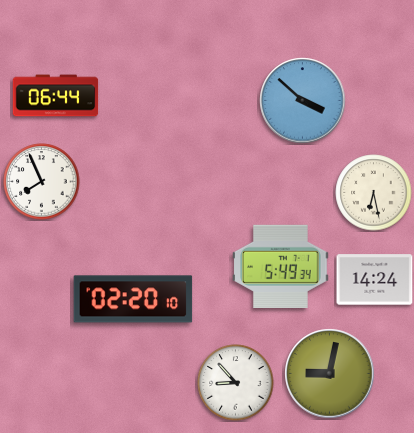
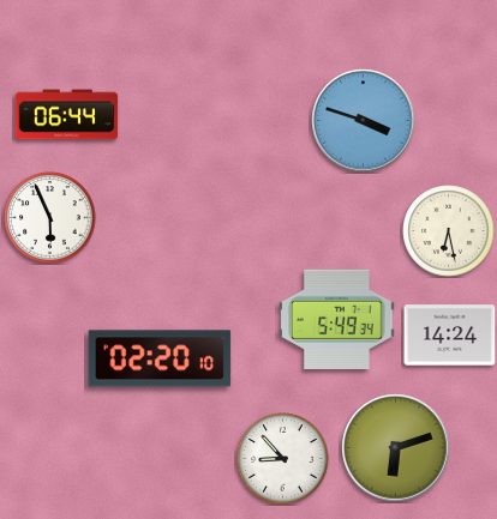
clock at (303, 101): 3:52 -> 3:48
clock at (42, 182): 7:56 -> 5:56
clock at (330, 374): 9:02 -> 6:12
